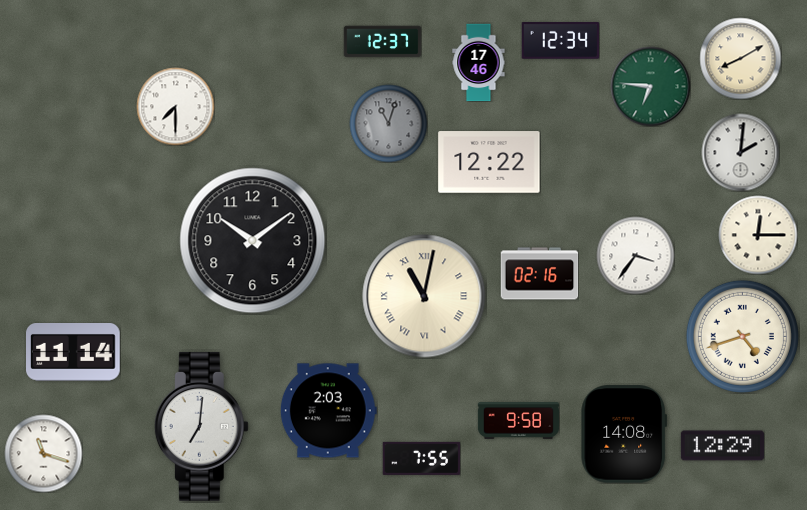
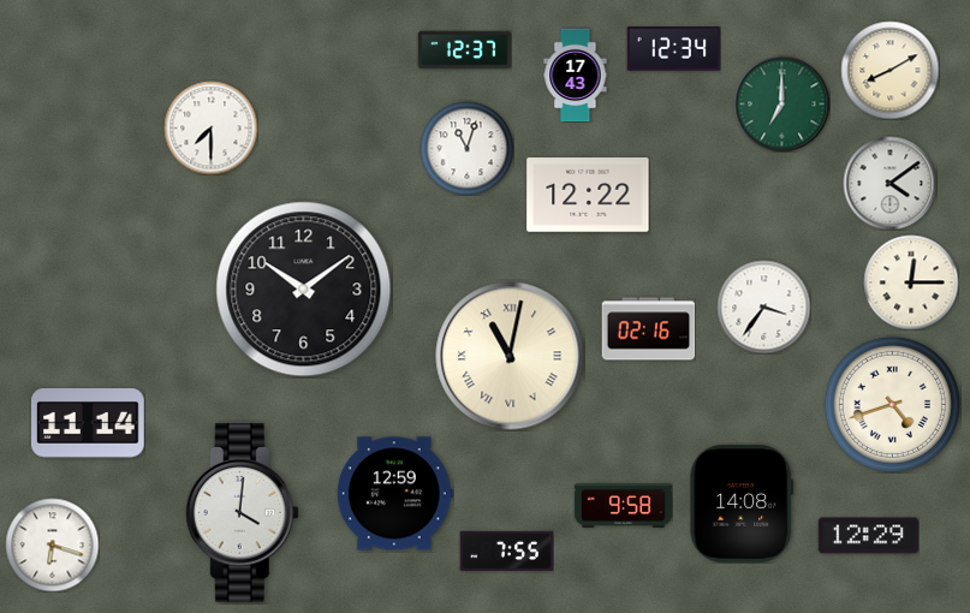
clock at (382, 42) position: (382, 42) -> (464, 50)
clock at (479, 62): 17:46 -> 17:43
clock at (650, 86): 6:46 -> 7:00
clock at (388, 123) dial: grey -> white
clock at (740, 152): 2:01 -> 4:09
clock at (328, 411): 2:03 -> 12:59
clock at (201, 426): 7:01 -> 4:01
clock at (624, 434) position: (624, 434) -> (742, 504)
clock at (43, 453): 11:18 -> 6:18
